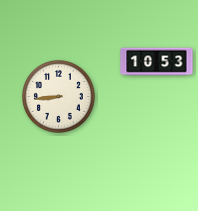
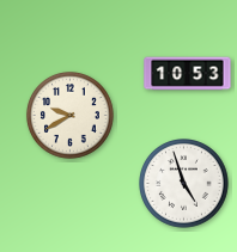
clock at (58, 96): 8:44 -> 9:40
clock at (184, 184): none -> 4:57
